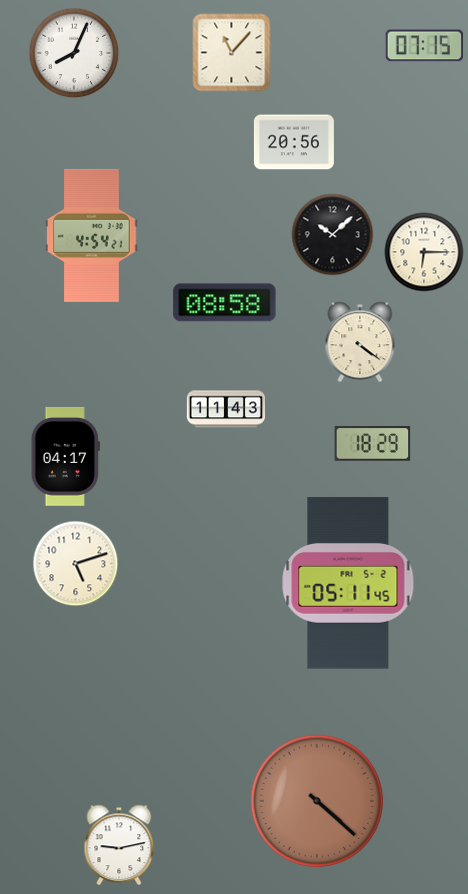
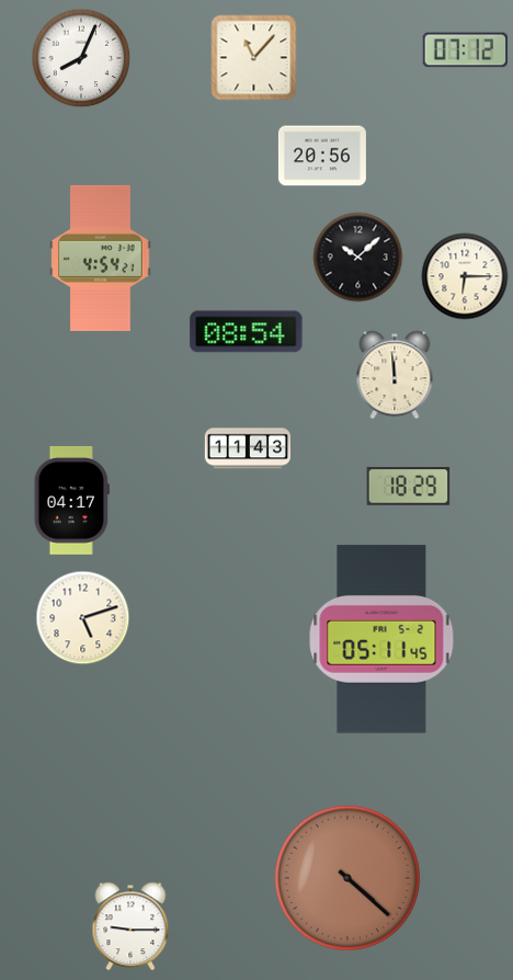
clock at (424, 46): 07:15 -> 07:12
clock at (333, 235) position: (333, 235) -> (358, 258)
clock at (225, 303): 08:58 -> 08:54
clock at (360, 342): 4:21 -> 11:59
clock at (119, 845): 9:13 -> 9:15
